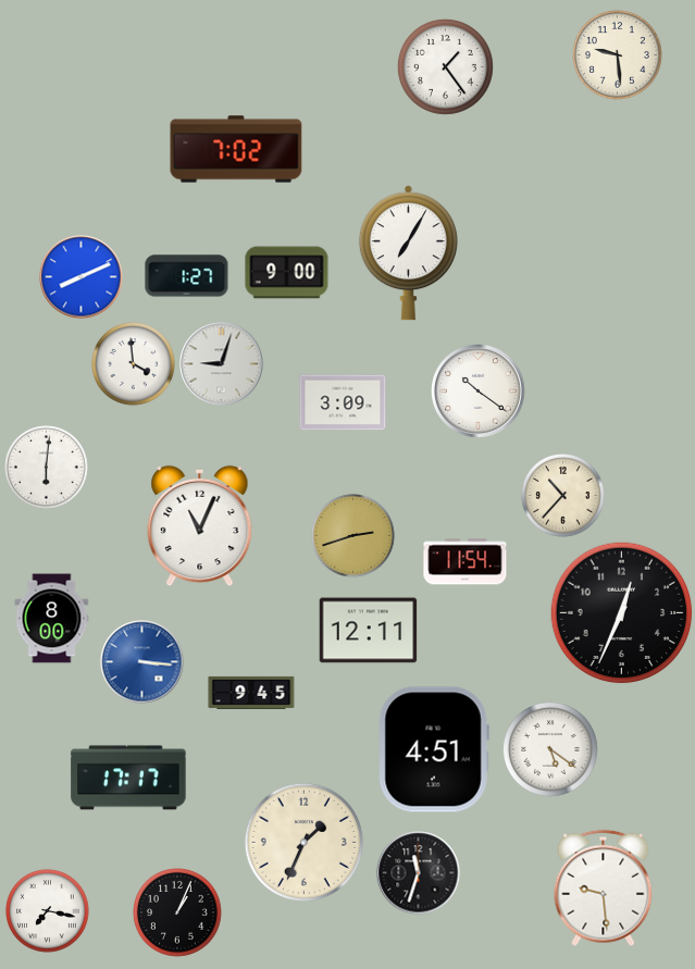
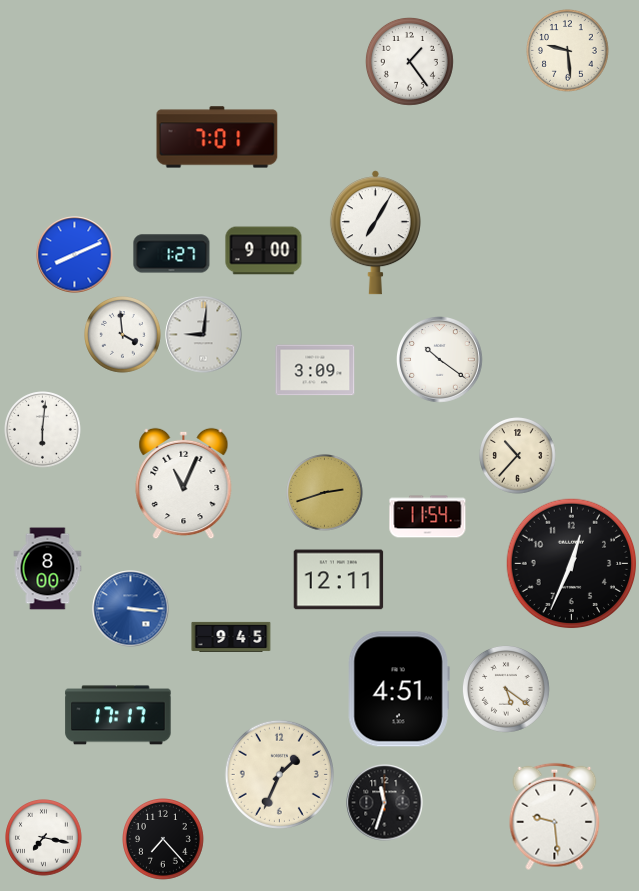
clock at (236, 149): 7:02 -> 7:01
clock at (222, 364): 9:03 -> 9:01
clock at (178, 914): 1:04 -> 7:23
